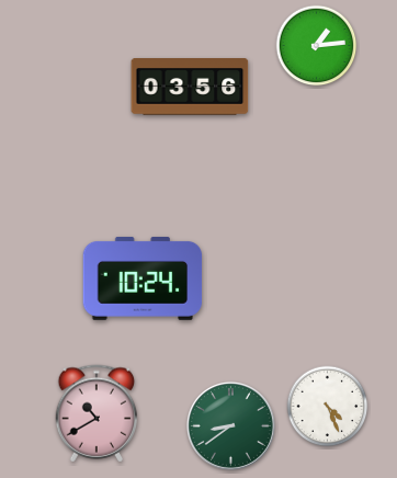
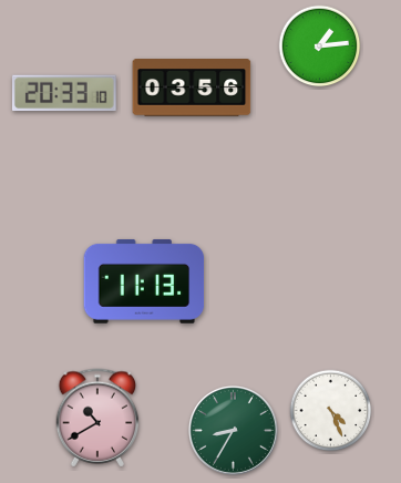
clock at (64, 93): none -> 20:33
clock at (143, 278): 10:24 -> 11:13
clock at (230, 425): 8:39 -> 8:35
